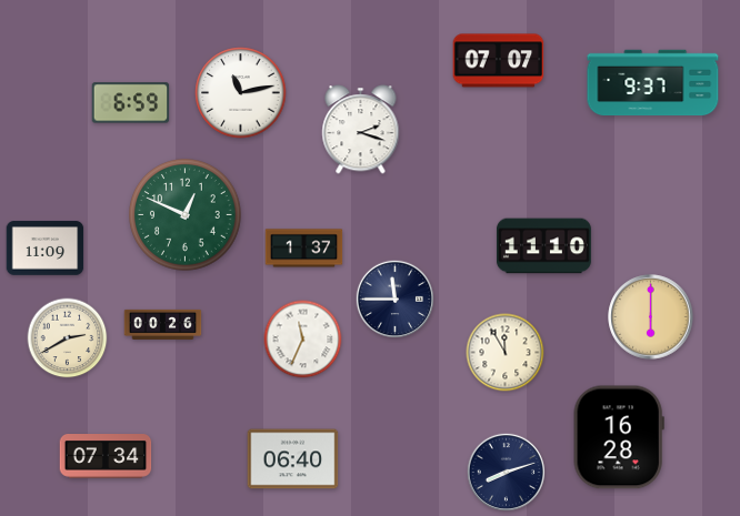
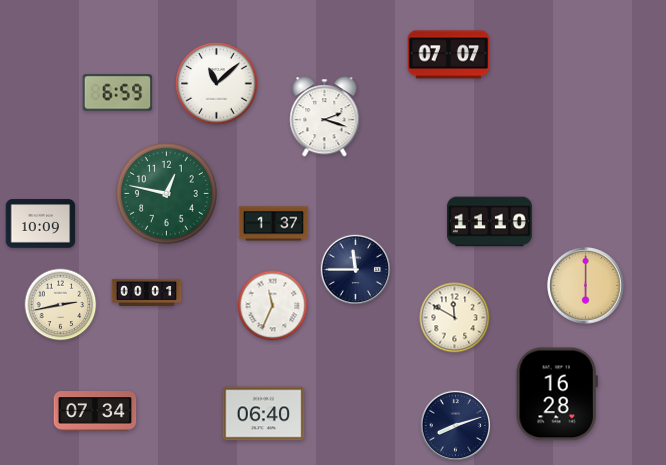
clock at (653, 83): 9:37 -> none
clock at (241, 93): 11:13 -> 11:08
clock at (186, 215): 12:49 -> 12:47
clock at (46, 249): 11:09 -> 10:09
clock at (163, 324): 00:26 -> 00:01
clock at (68, 338): 2:40 -> 2:43
clock at (506, 353): 11:55 -> 11:50
